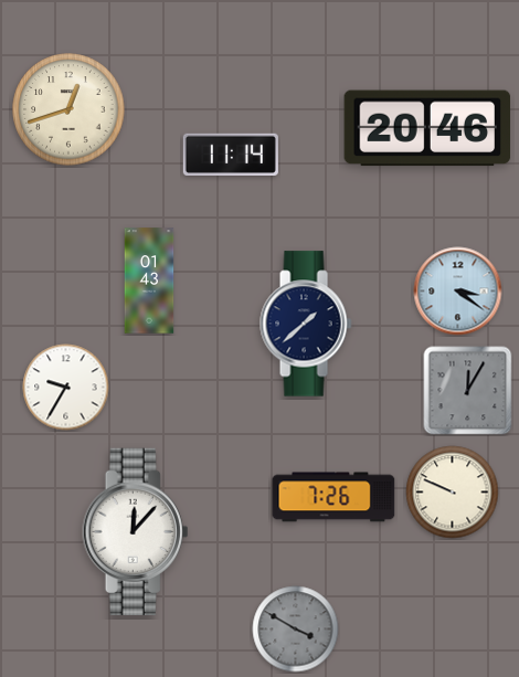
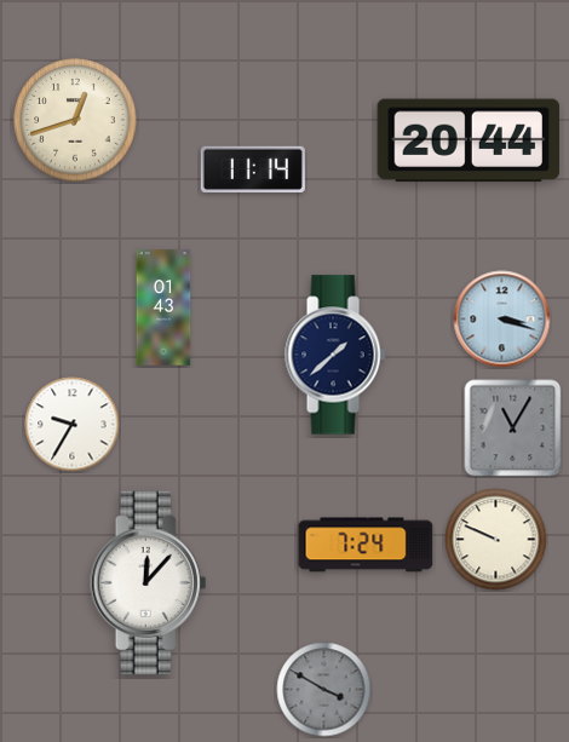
clock at (427, 128): 20:46 -> 20:44
clock at (458, 292): 3:21 -> 3:18
clock at (468, 391): 12:05 -> 11:05
clock at (333, 497): 7:26 -> 7:24
